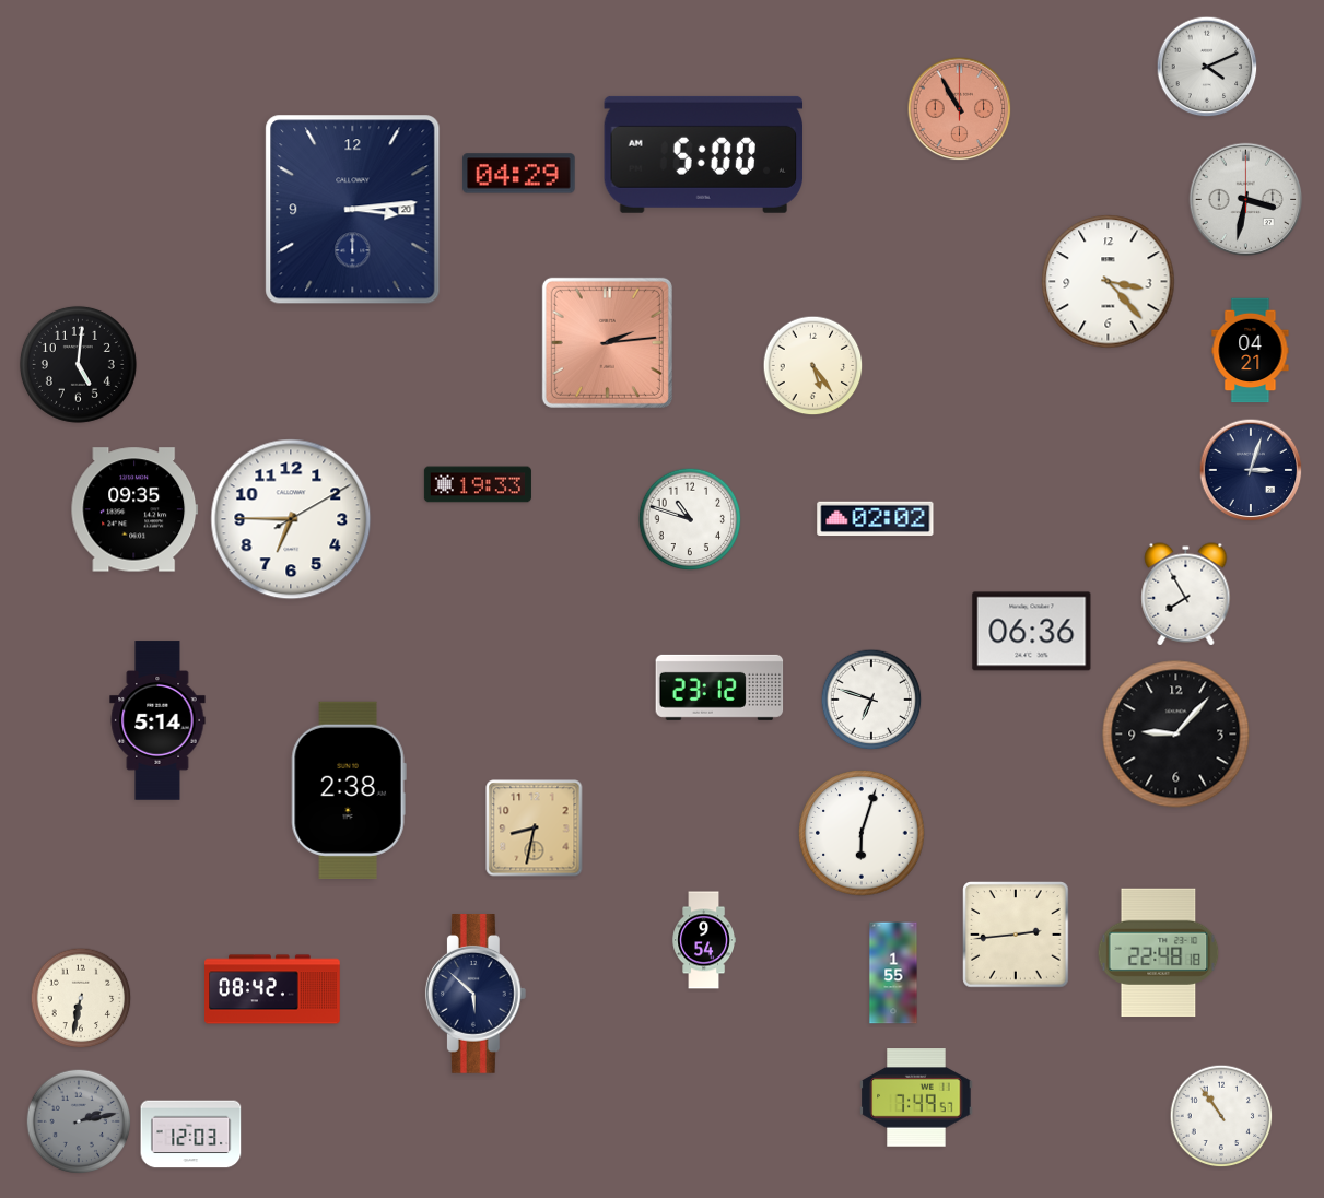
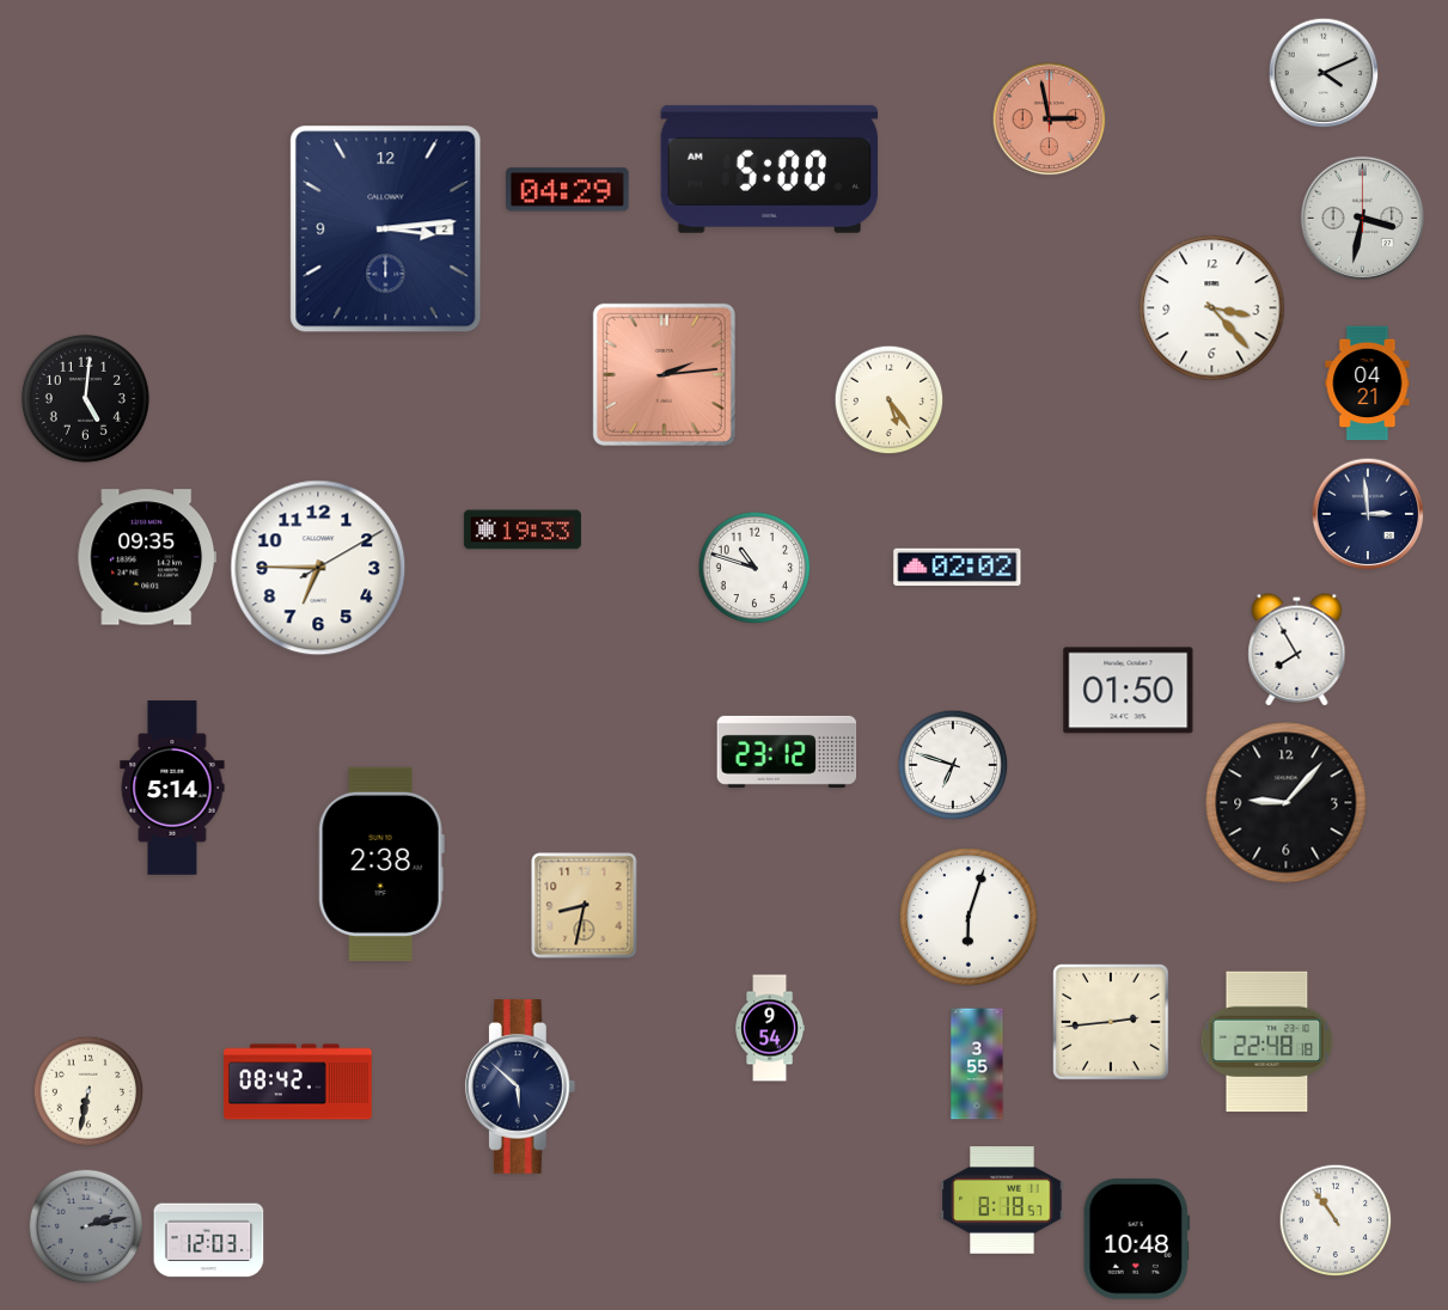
clock at (1207, 67) position: (1207, 67) -> (1324, 73)
clock at (960, 109): 10:55 -> 2:58
clock at (353, 210) date: 20 -> 2
clock at (1251, 470): 3:03 -> 2:59
clock at (1032, 632): 06:36 -> 01:50
clock at (862, 833) position: (862, 833) -> (969, 917)
clock at (893, 973): 1:55 -> 3:55
clock at (916, 1097): 7:49 -> 8:18
clock at (1136, 1238): none -> 10:48
